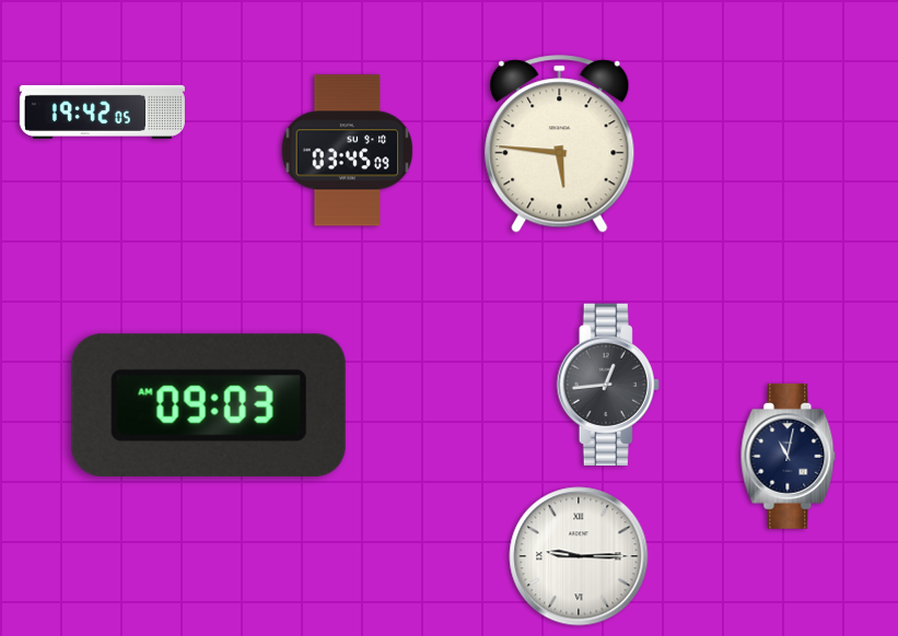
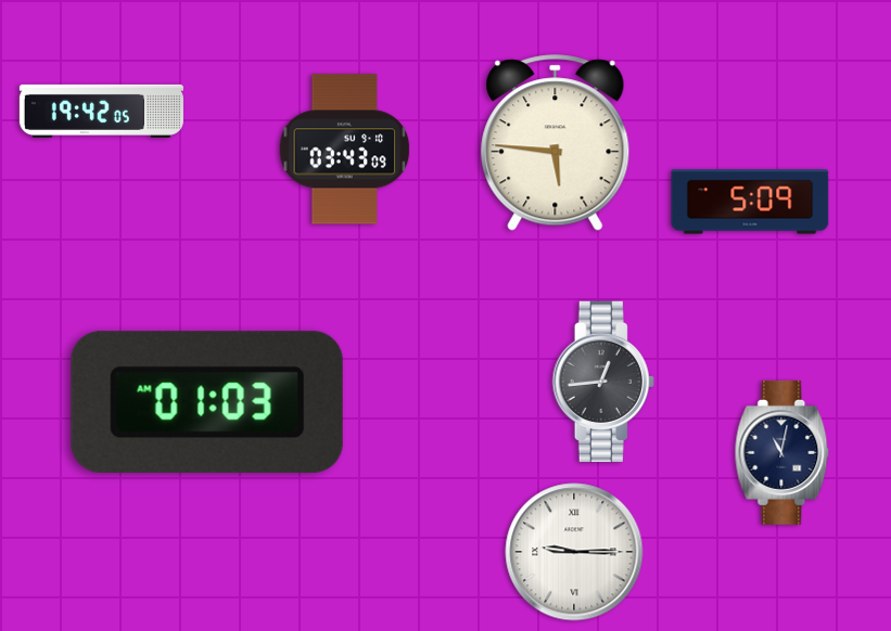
clock at (348, 151): 03:45 -> 03:43
clock at (750, 202): none -> 5:09
clock at (209, 405): 09:03 -> 01:03
